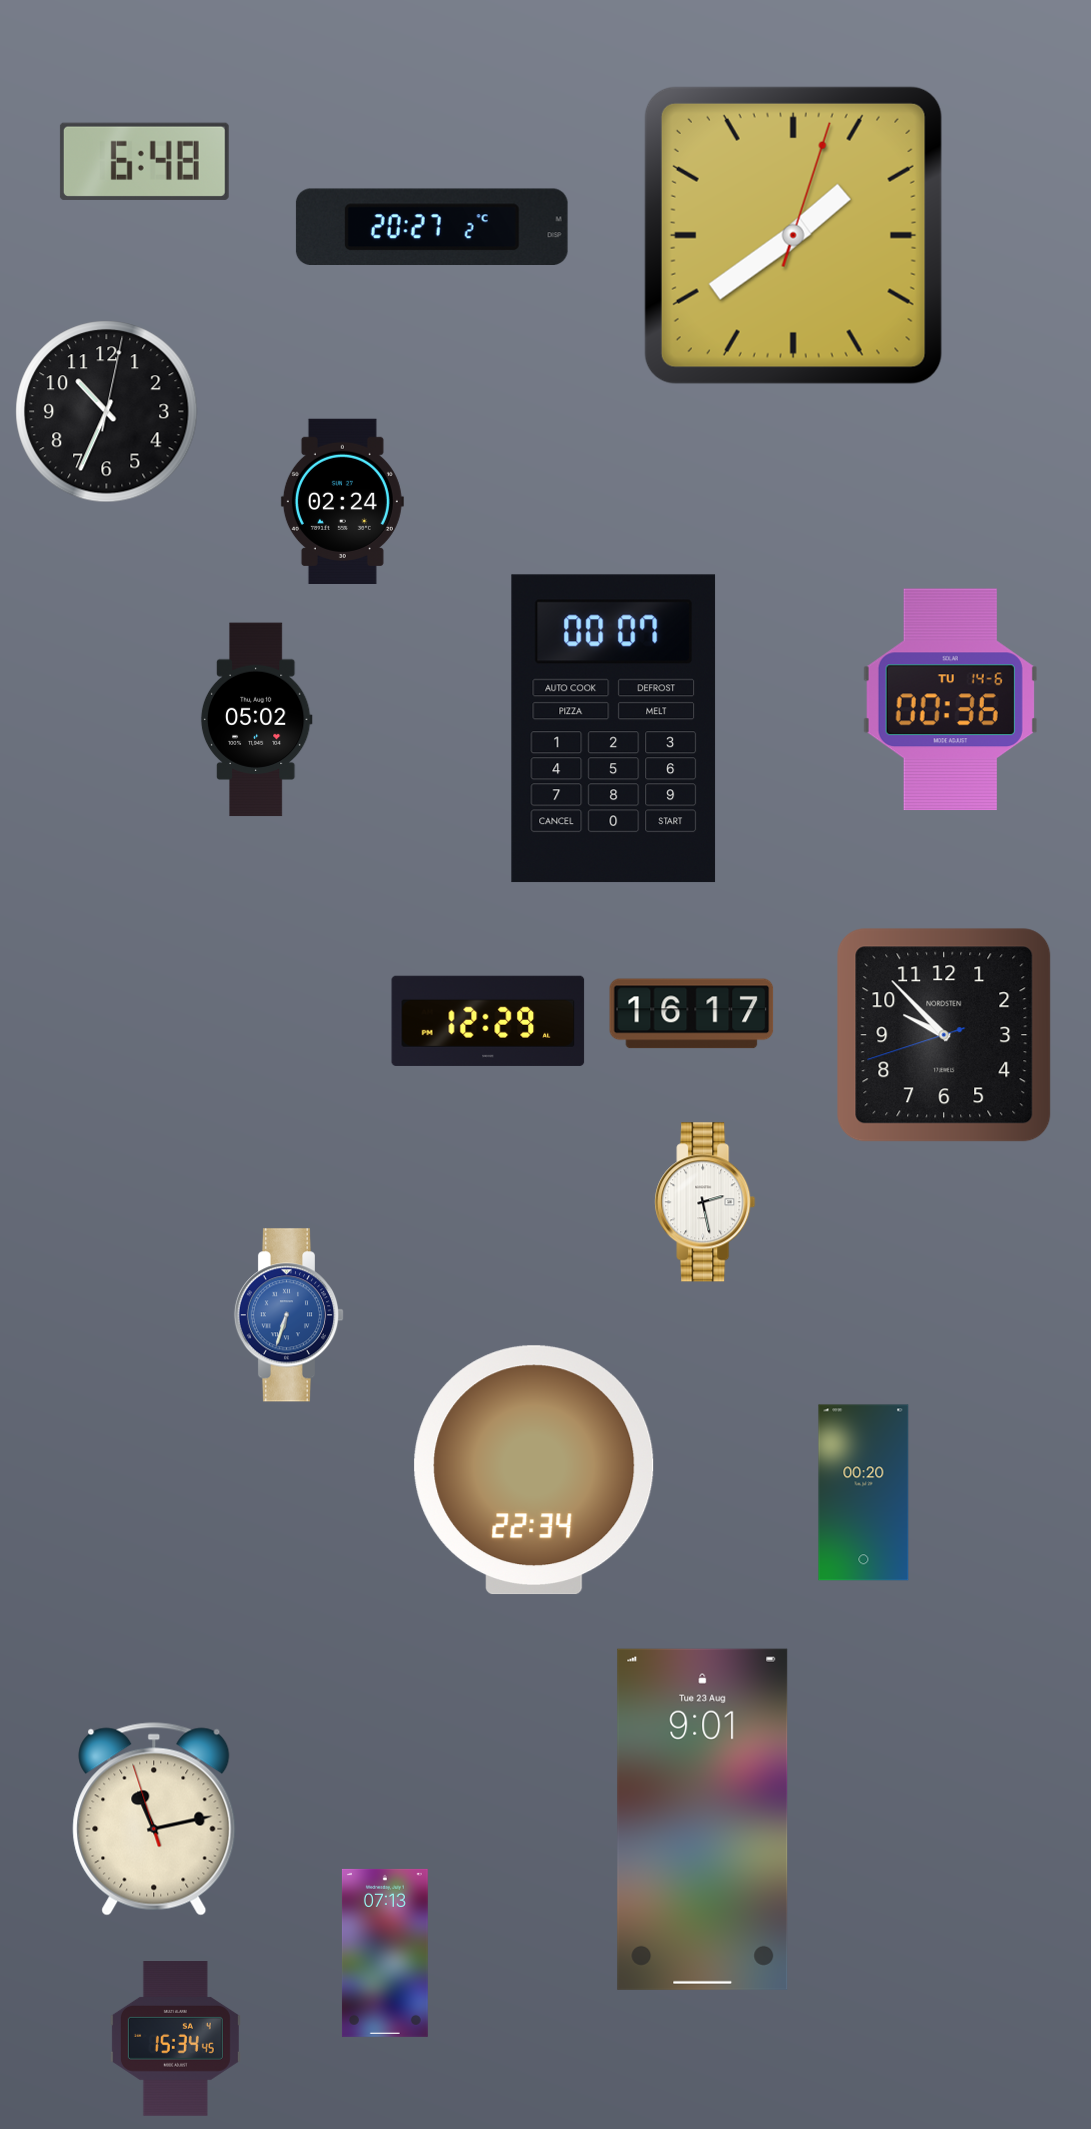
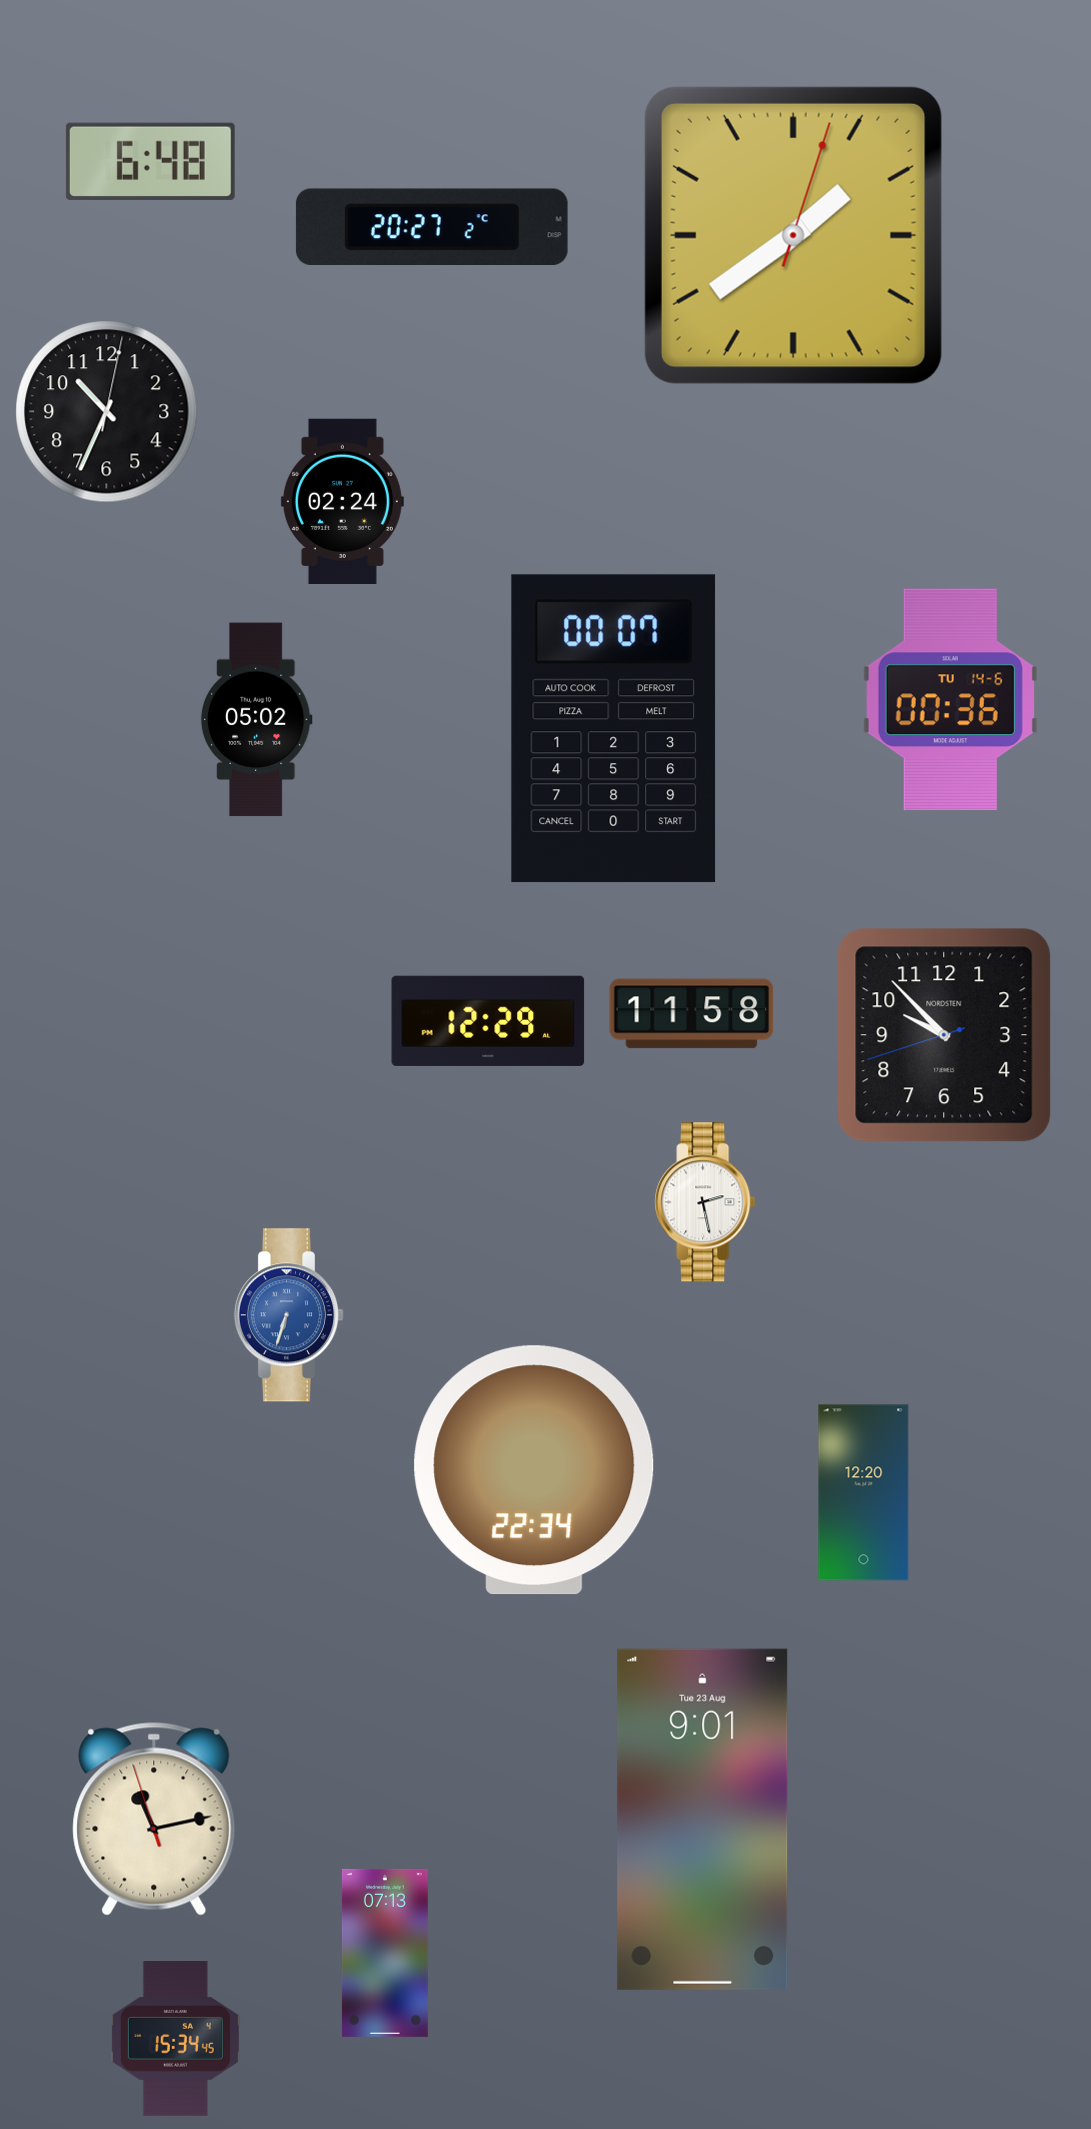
clock at (144, 161) position: (144, 161) -> (150, 161)
clock at (692, 1014): 16:17 -> 11:58
clock at (864, 1493): 00:20 -> 12:20
